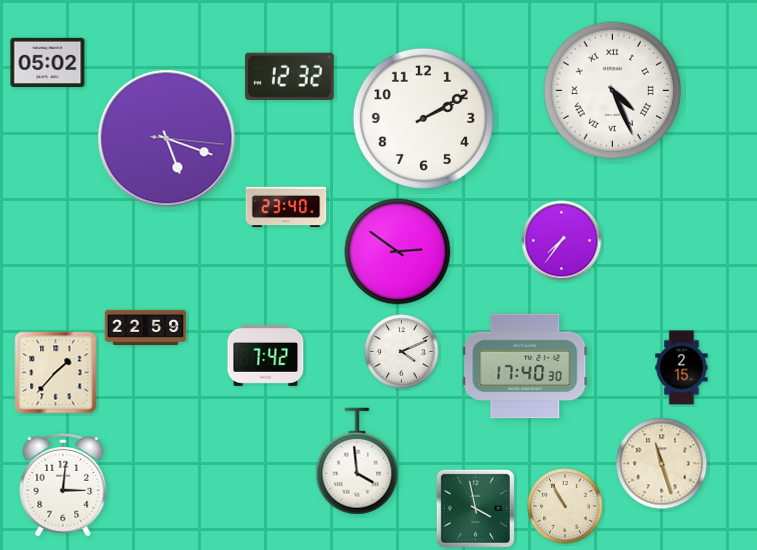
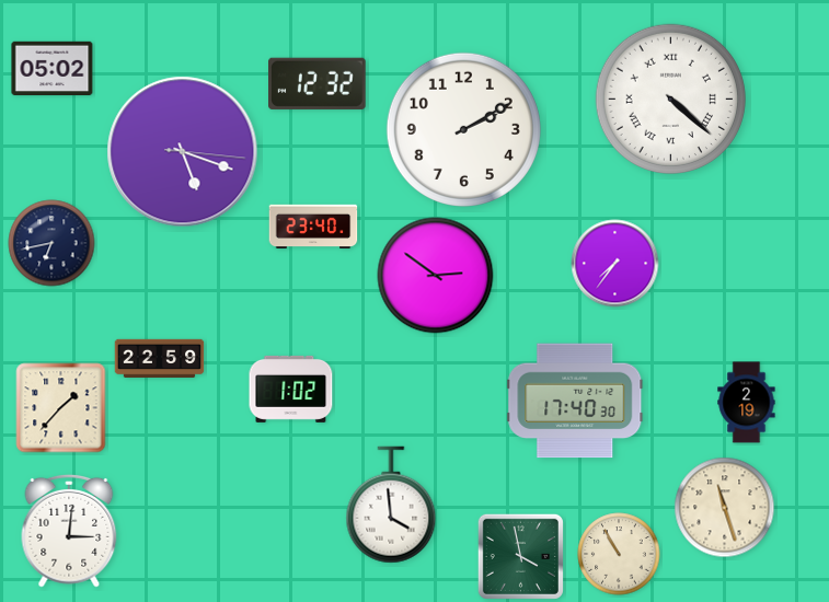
clock at (612, 90): 4:26 -> 4:22
clock at (51, 243): none -> 6:43
clock at (402, 352): 4:11 -> none
clock at (266, 355): 7:42 -> 1:02
clock at (682, 368): 2:15 -> 2:19
